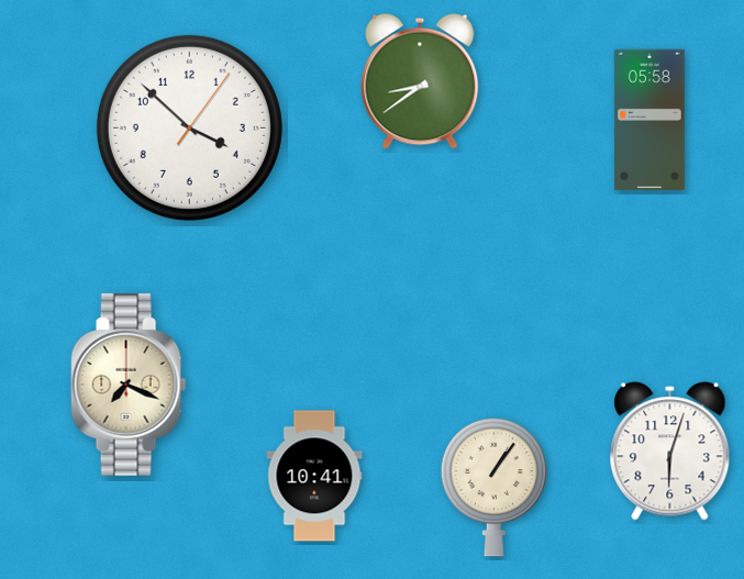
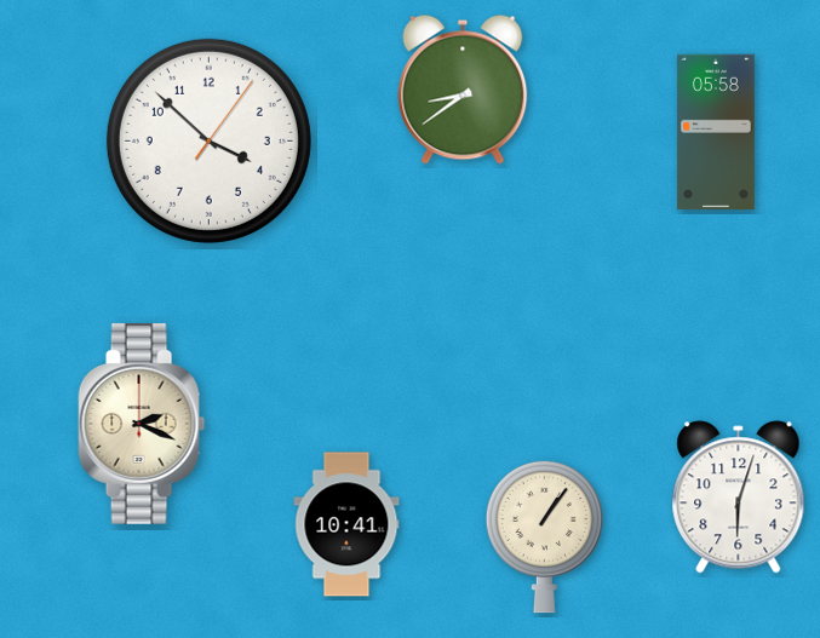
clock at (129, 385): 7:19 -> 2:19
